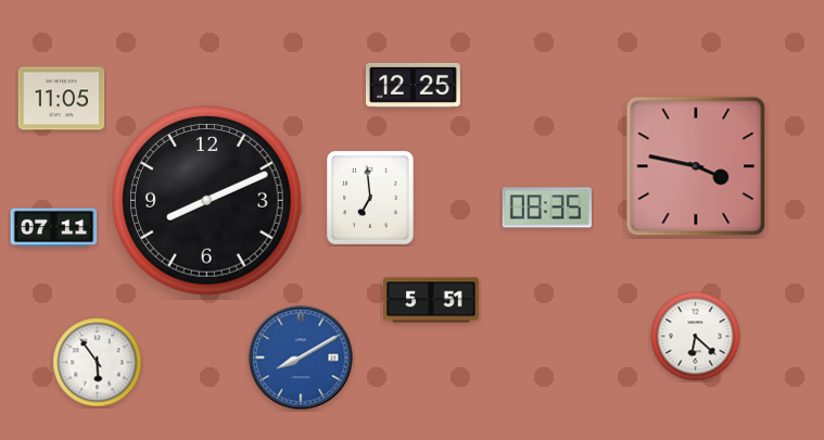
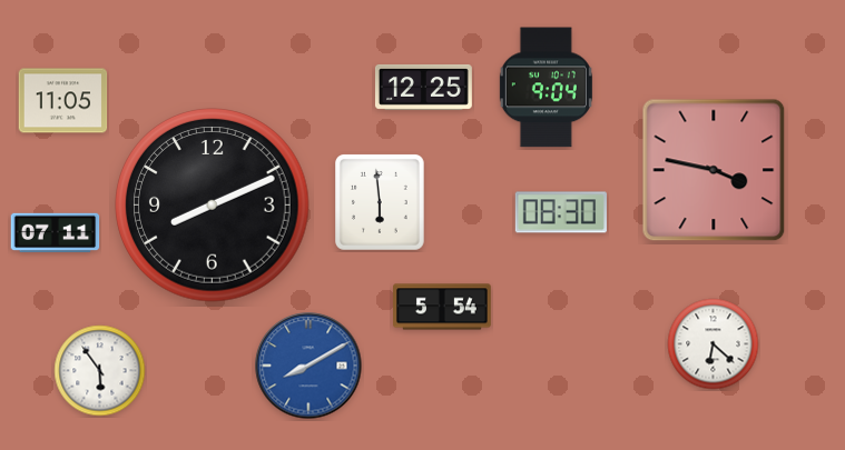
clock at (546, 88): none -> 9:04
clock at (371, 199): 6:59 -> 5:59
clock at (547, 208): 08:35 -> 08:30
clock at (432, 300): 5:51 -> 5:54
